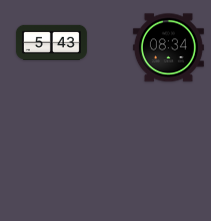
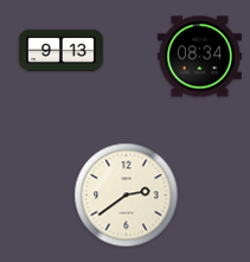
clock at (51, 42): 5:43 -> 9:13
clock at (127, 196): none -> 2:39
